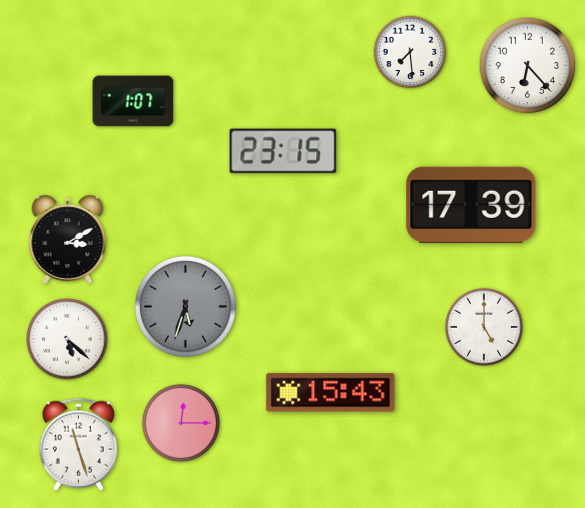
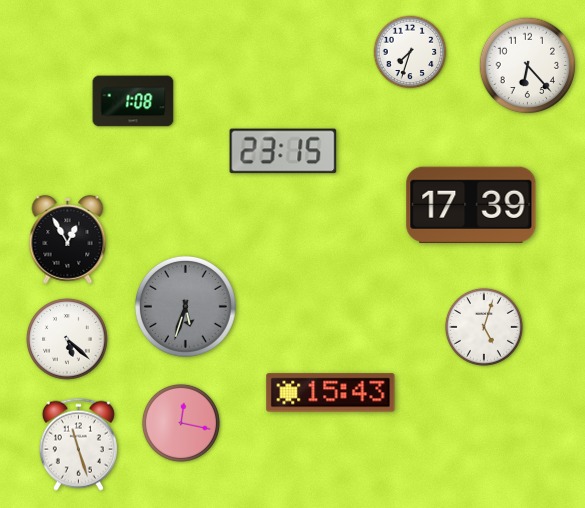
clock at (410, 52): 7:29 -> 7:33
clock at (133, 101): 1:07 -> 1:08
clock at (68, 239): 3:10 -> 12:55
clock at (484, 327): 5:00 -> 5:03
clock at (181, 423): 12:15 -> 12:17
